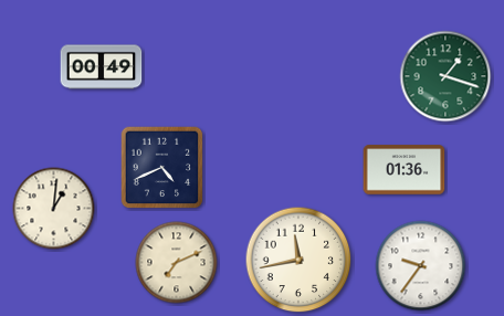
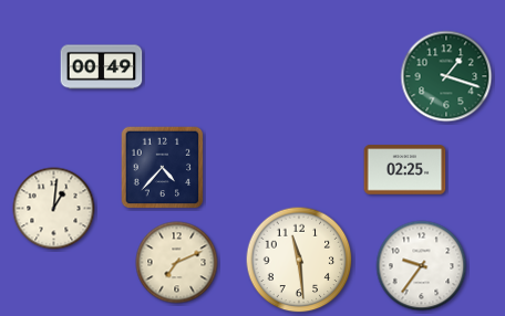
clock at (162, 168): 4:41 -> 4:37
clock at (405, 170): 01:36 -> 02:25
clock at (298, 260): 11:43 -> 11:29
